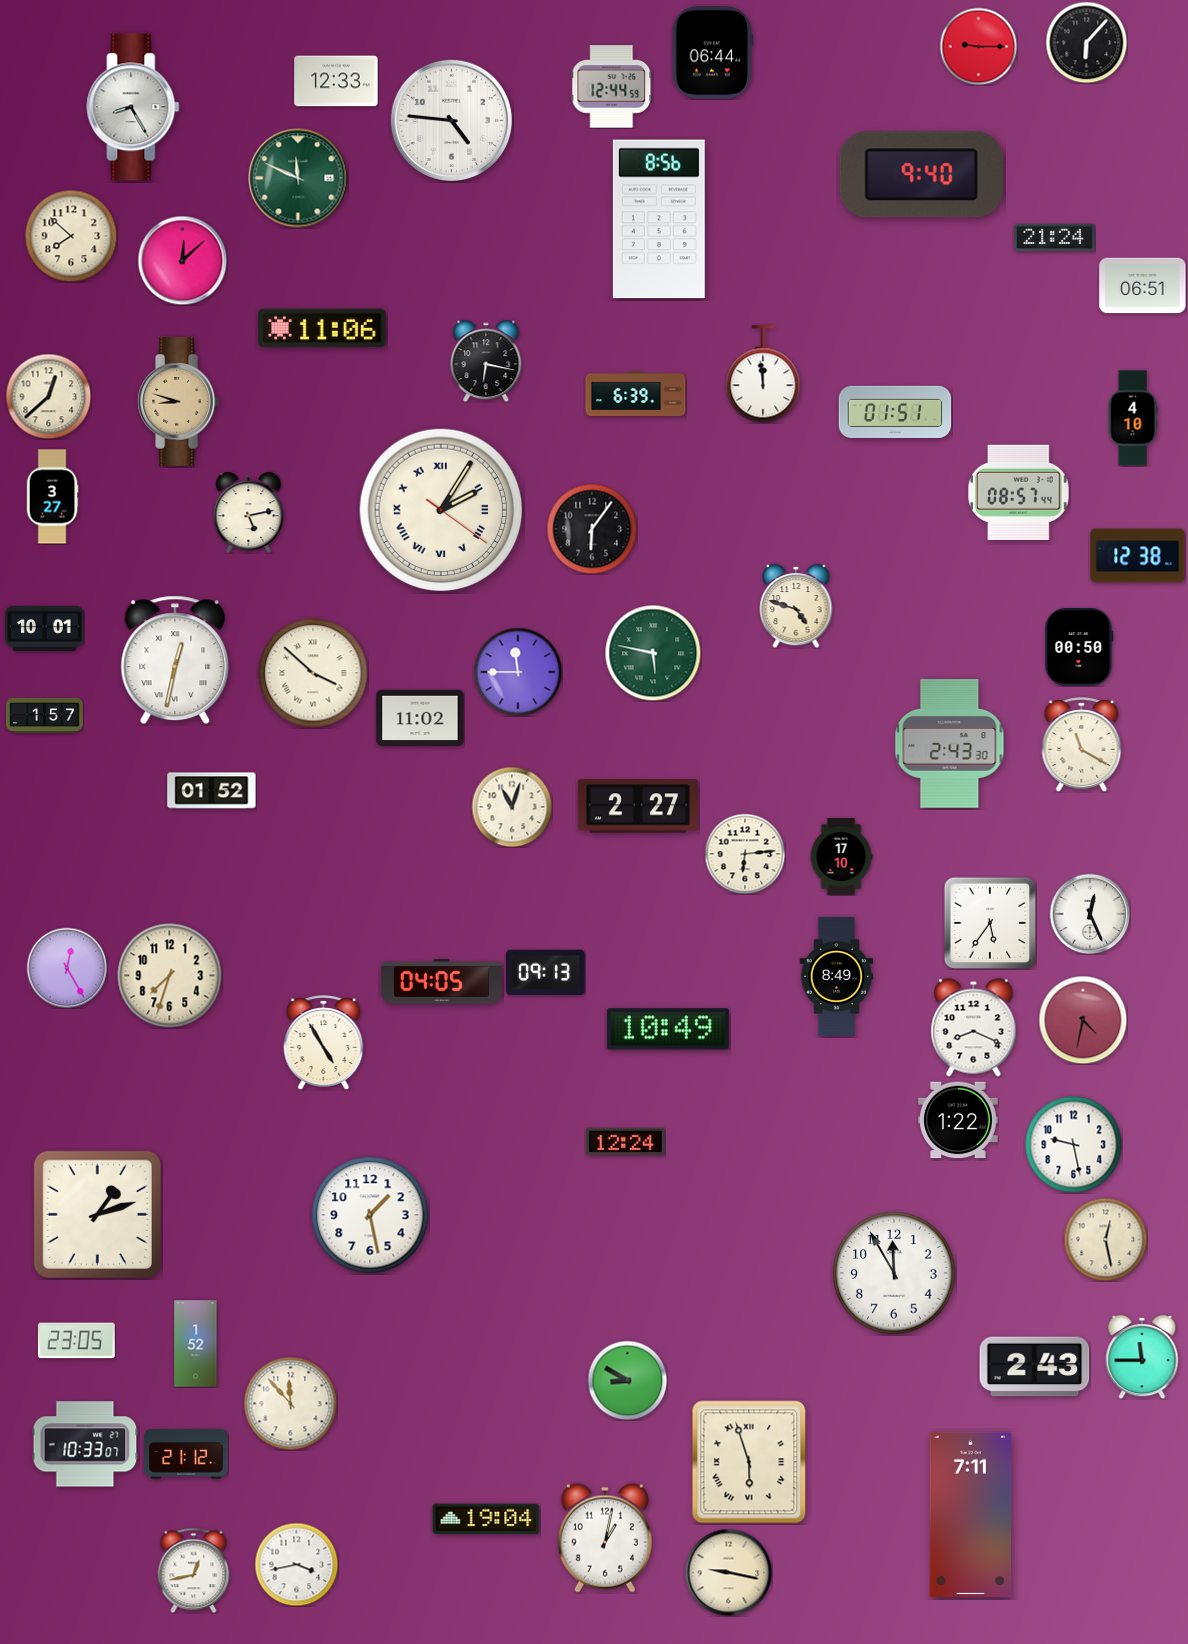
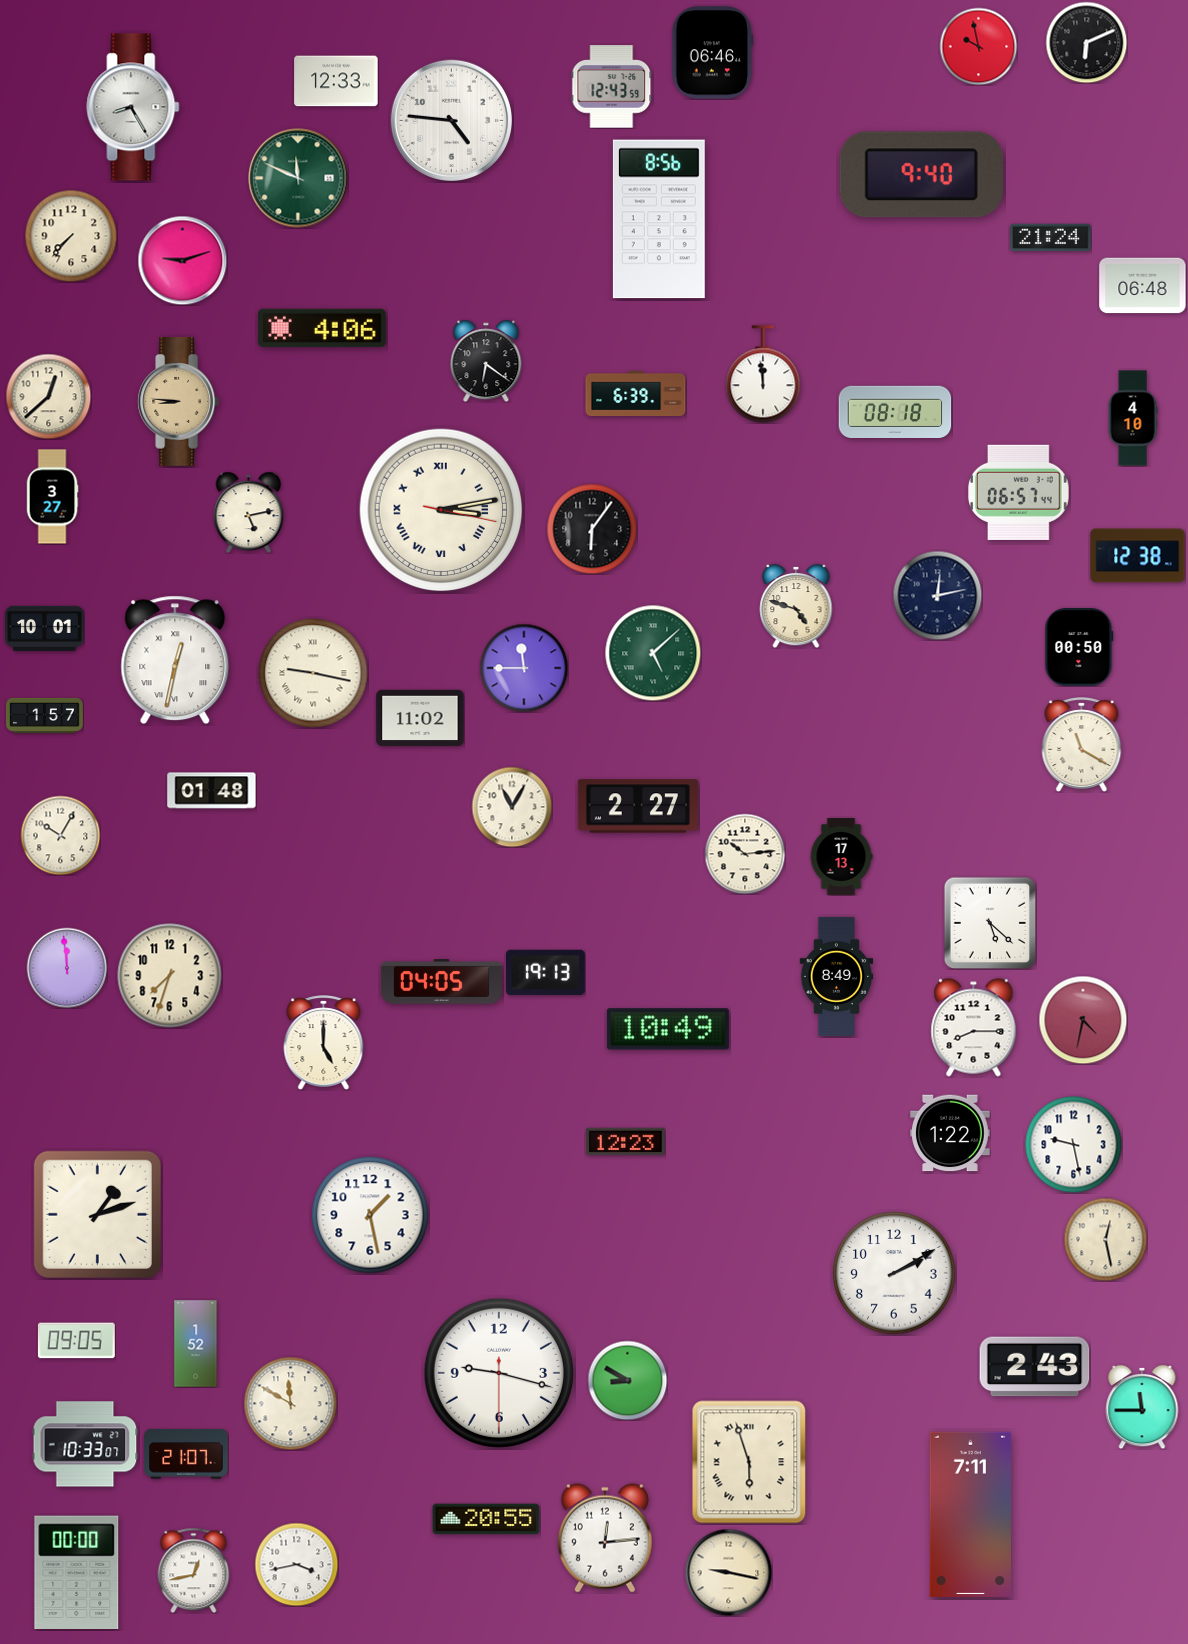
clock at (1086, 42): 6:07 -> 6:11
clock at (978, 46): 9:15 -> 9:58
clock at (713, 53): 06:44 -> 06:46
clock at (612, 87): 12:44 -> 12:43
clock at (71, 236): 7:52 -> 7:37
clock at (1055, 238) position: (1055, 238) -> (1051, 238)
clock at (182, 260): 12:08 -> 9:12
clock at (1143, 286): 06:51 -> 06:48
clock at (323, 328): 11:06 -> 4:06
clock at (486, 361): 6:17 -> 6:21
clock at (179, 402): 8:48 -> 8:46
clock at (895, 411): 01:51 -> 08:18
clock at (1019, 492): 08:57 -> 06:57
clock at (441, 510): 2:05 -> 3:13
clock at (937, 595): none -> 12:13
clock at (653, 653): 5:47 -> 5:08
clock at (518, 672) position: (518, 672) -> (524, 668)
clock at (313, 673): 3:52 -> 9:17
clock at (950, 744): 2:43 -> none
clock at (212, 791): 01:52 -> 01:48
clock at (512, 807): 11:03 -> 11:05
clock at (60, 835): none -> 10:05
clock at (745, 854): 6:14 -> 10:14
clock at (841, 857): 17:10 -> 17:13
clock at (1090, 914): 12:26 -> none
clock at (990, 923): 5:36 -> 5:22
clock at (67, 968): 12:25 -> 11:59
clock at (545, 972): 09:13 -> 19:13
clock at (974, 1028): 8:19 -> 8:15
clock at (324, 1042): 4:55 -> 5:00
clock at (958, 1120) position: (958, 1120) -> (950, 1133)
clock at (626, 1142): 12:24 -> 12:23
clock at (894, 1273): 11:55 -> 2:10
clock at (76, 1341): 23:05 -> 09:05
clock at (1142, 1357) position: (1142, 1357) -> (1142, 1407)
clock at (499, 1373): none -> 9:17
clock at (290, 1403): 11:53 -> 11:50
clock at (186, 1455): 21:12 -> 21:07
clock at (486, 1519): 19:04 -> 20:55
clock at (605, 1538): 1:02 -> 12:14
clock at (77, 1572): none -> 00:00
